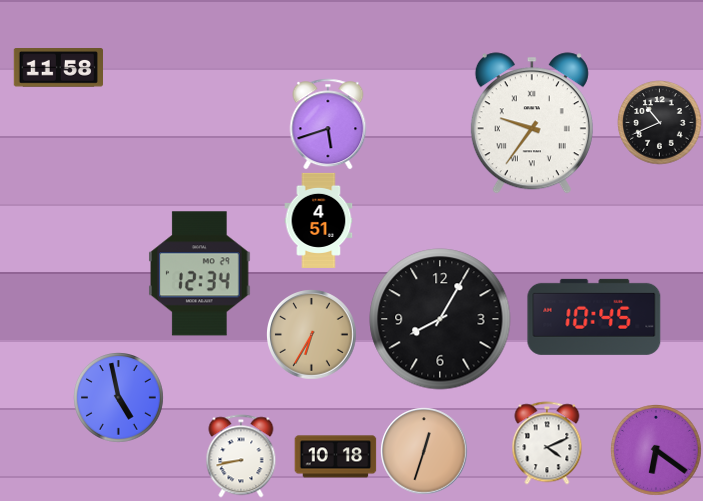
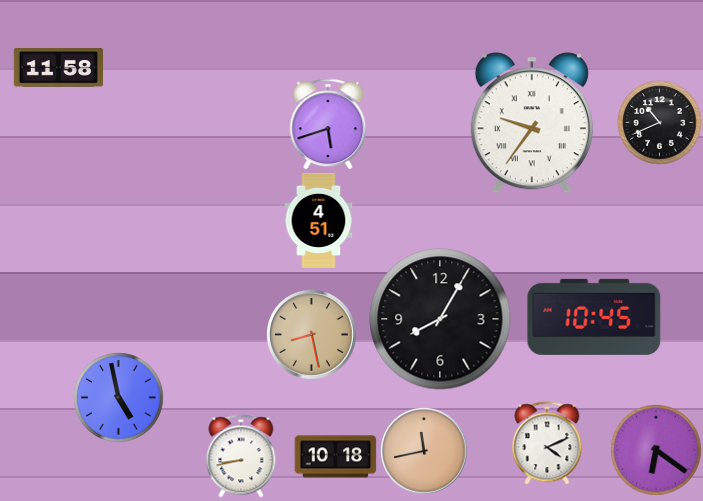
clock at (200, 274): 12:34 -> none
clock at (312, 335): 6:35 -> 8:28
clock at (424, 451): 12:33 -> 11:43
